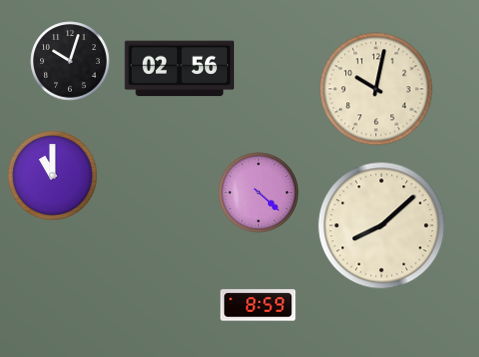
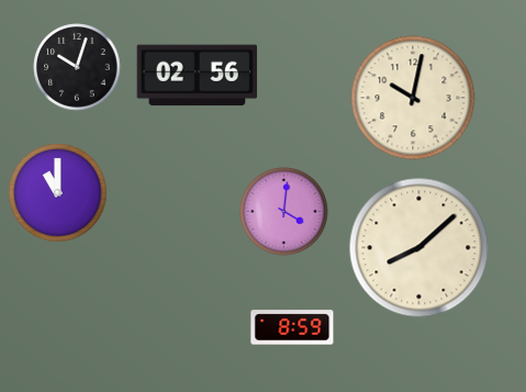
clock at (259, 193): 4:22 -> 4:01
clock at (258, 305) position: (258, 305) -> (292, 327)
